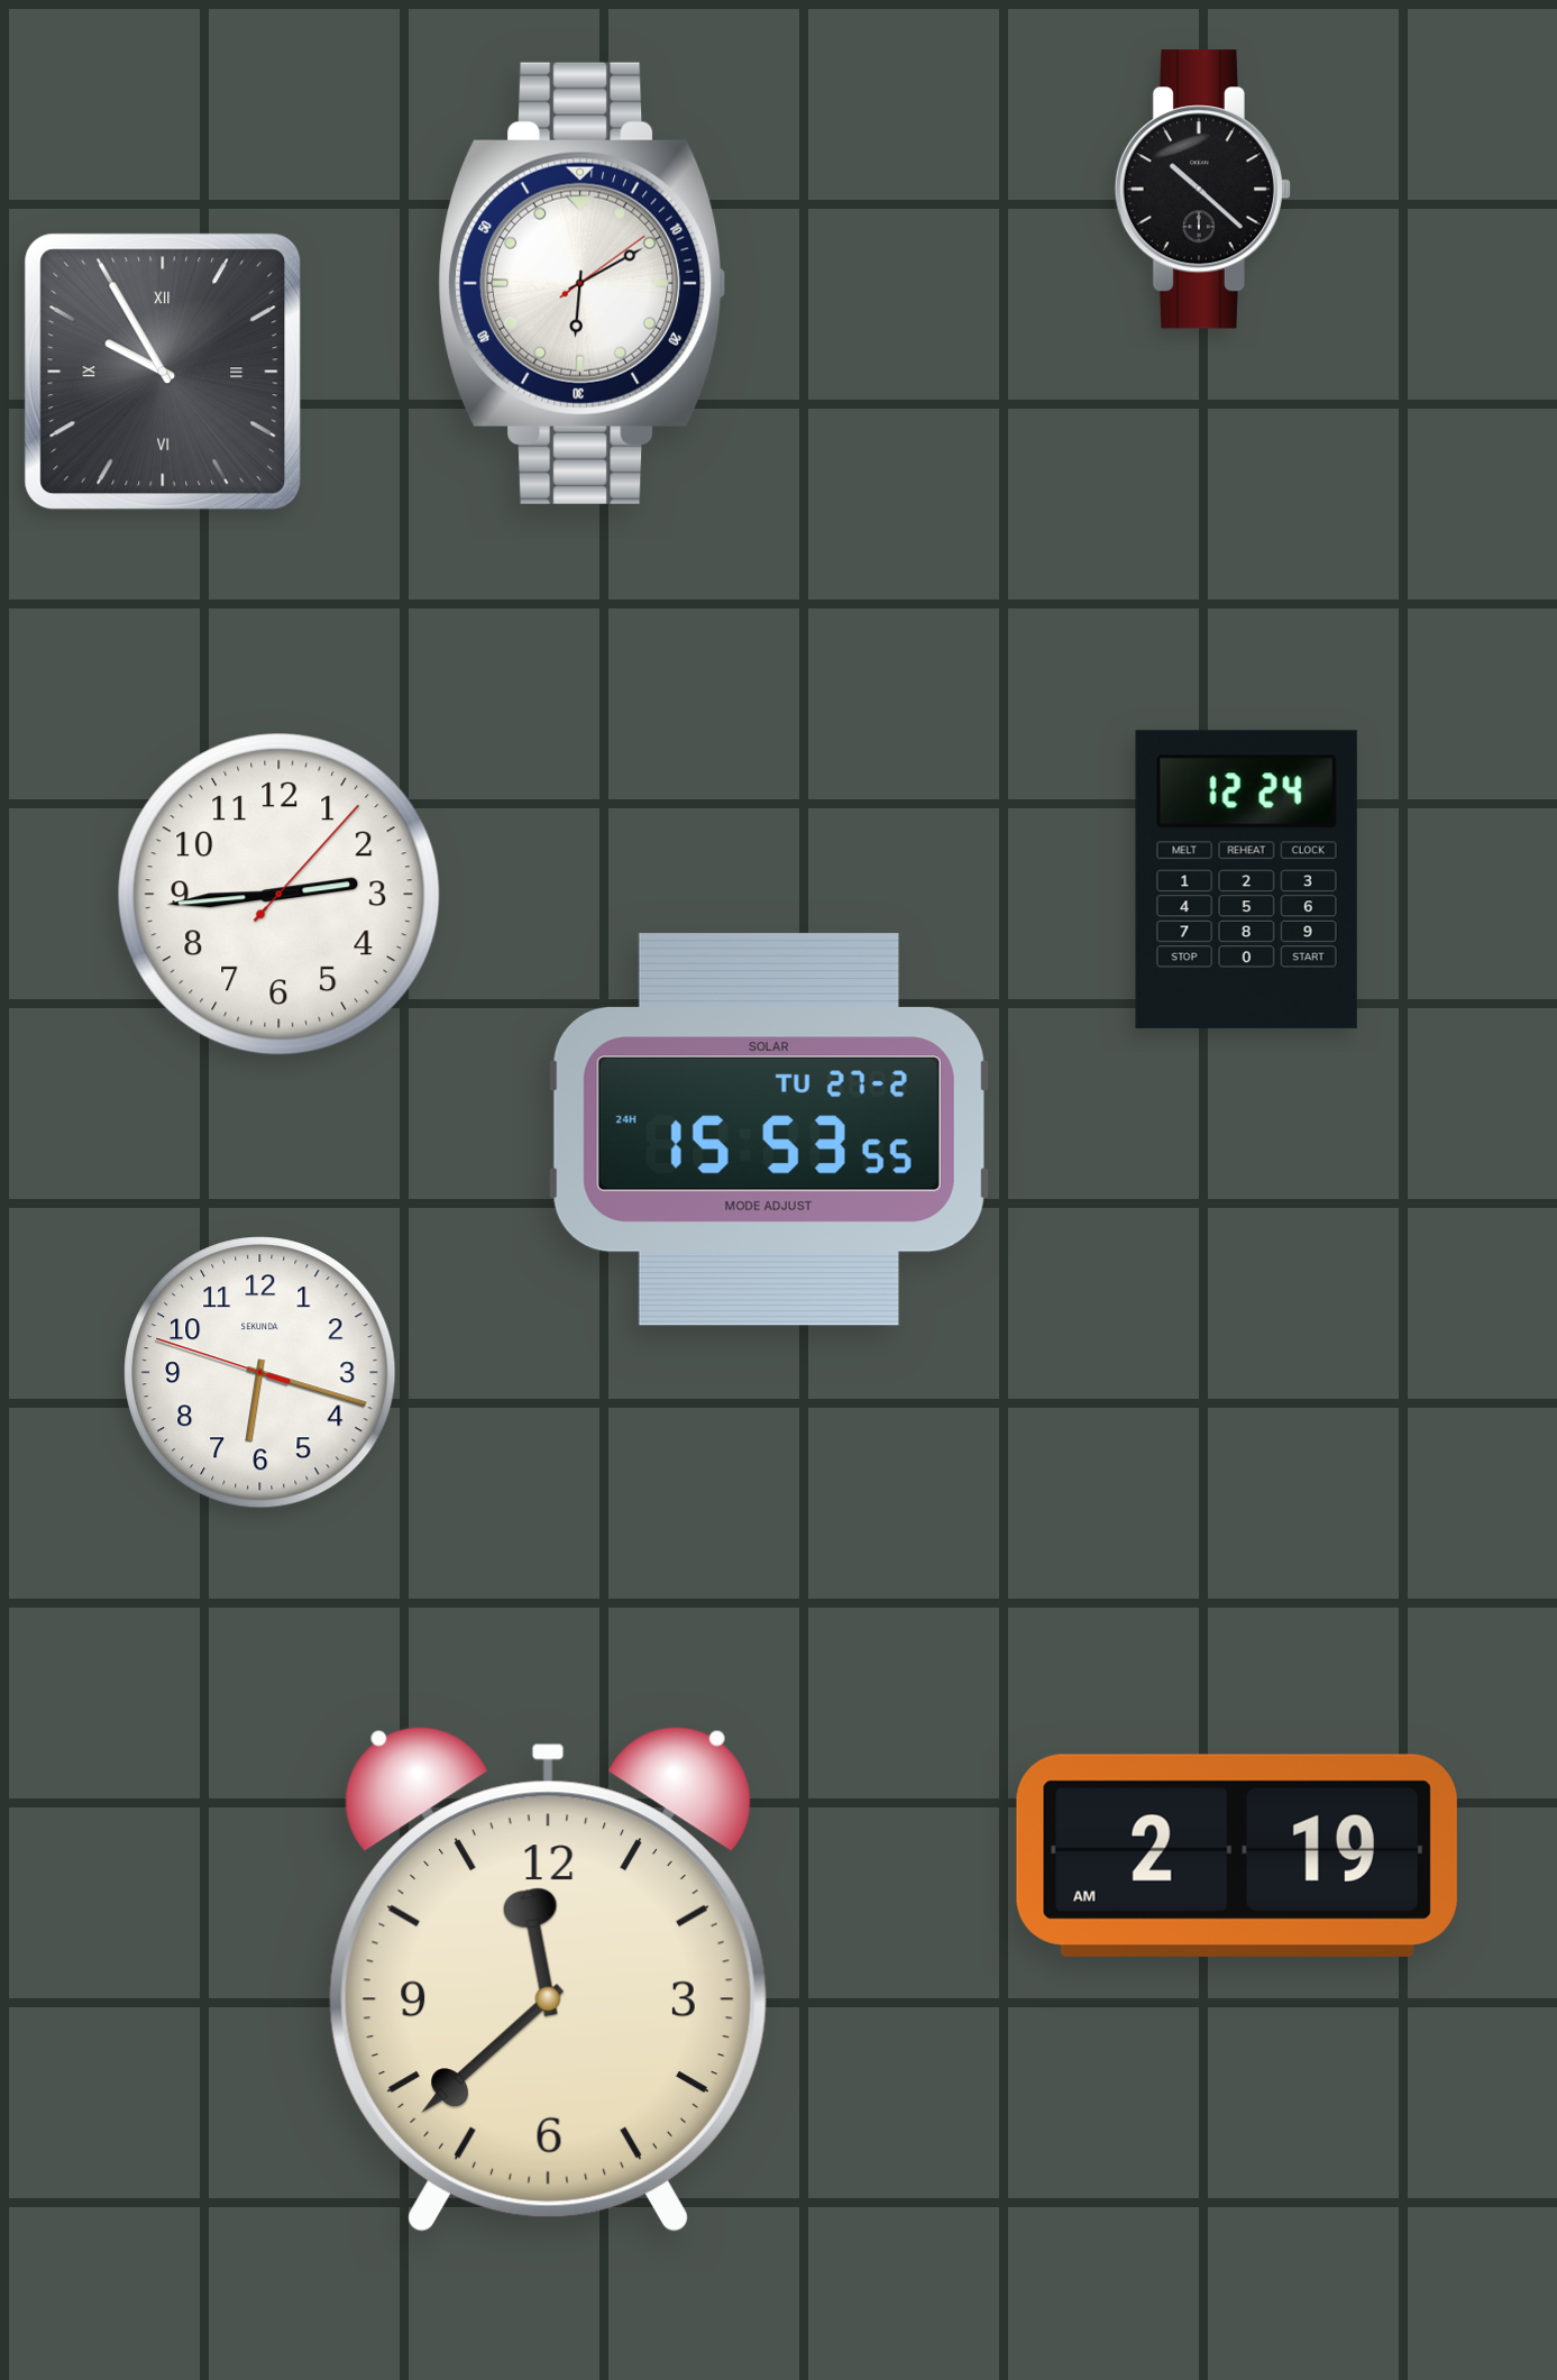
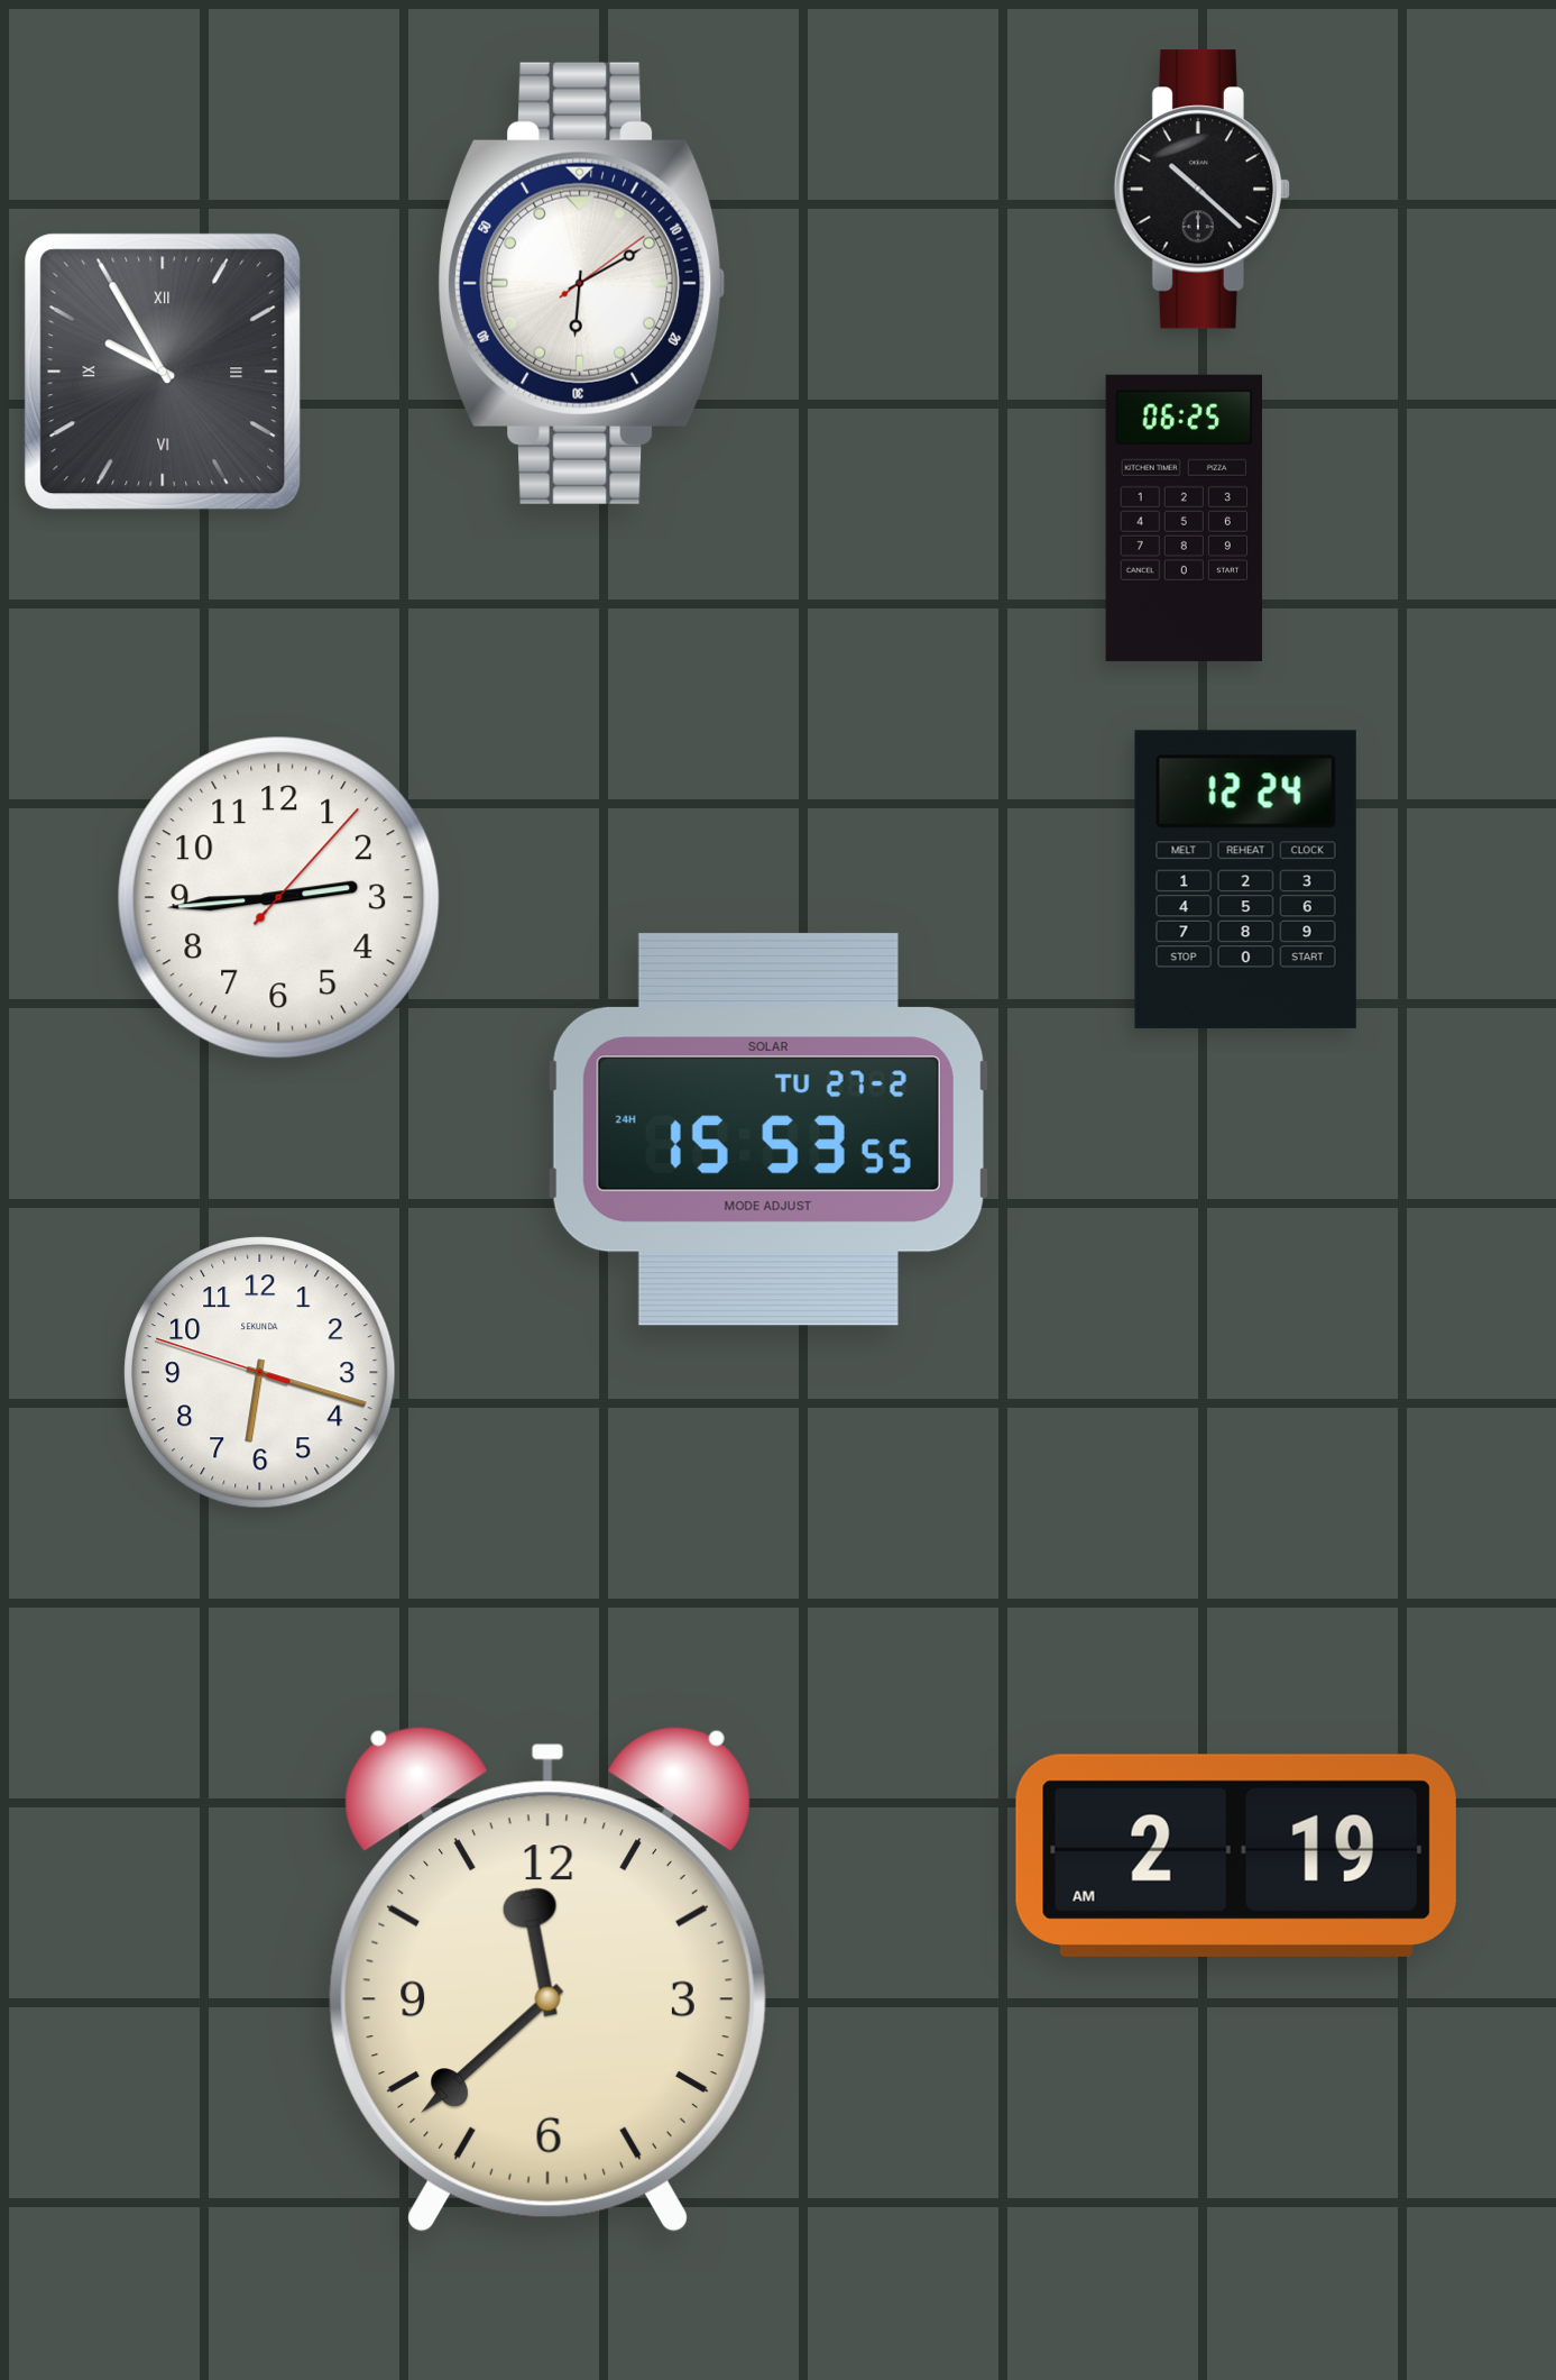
clock at (1184, 518): none -> 06:25
clock at (280, 895) position: (280, 895) -> (279, 898)
